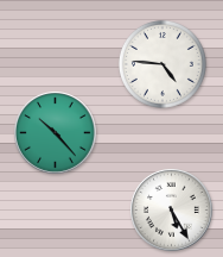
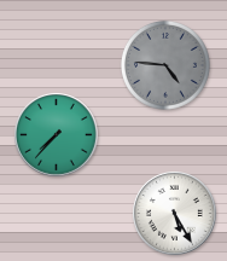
clock at (163, 64) dial: white -> grey
clock at (56, 133): 10:23 -> 7:37
